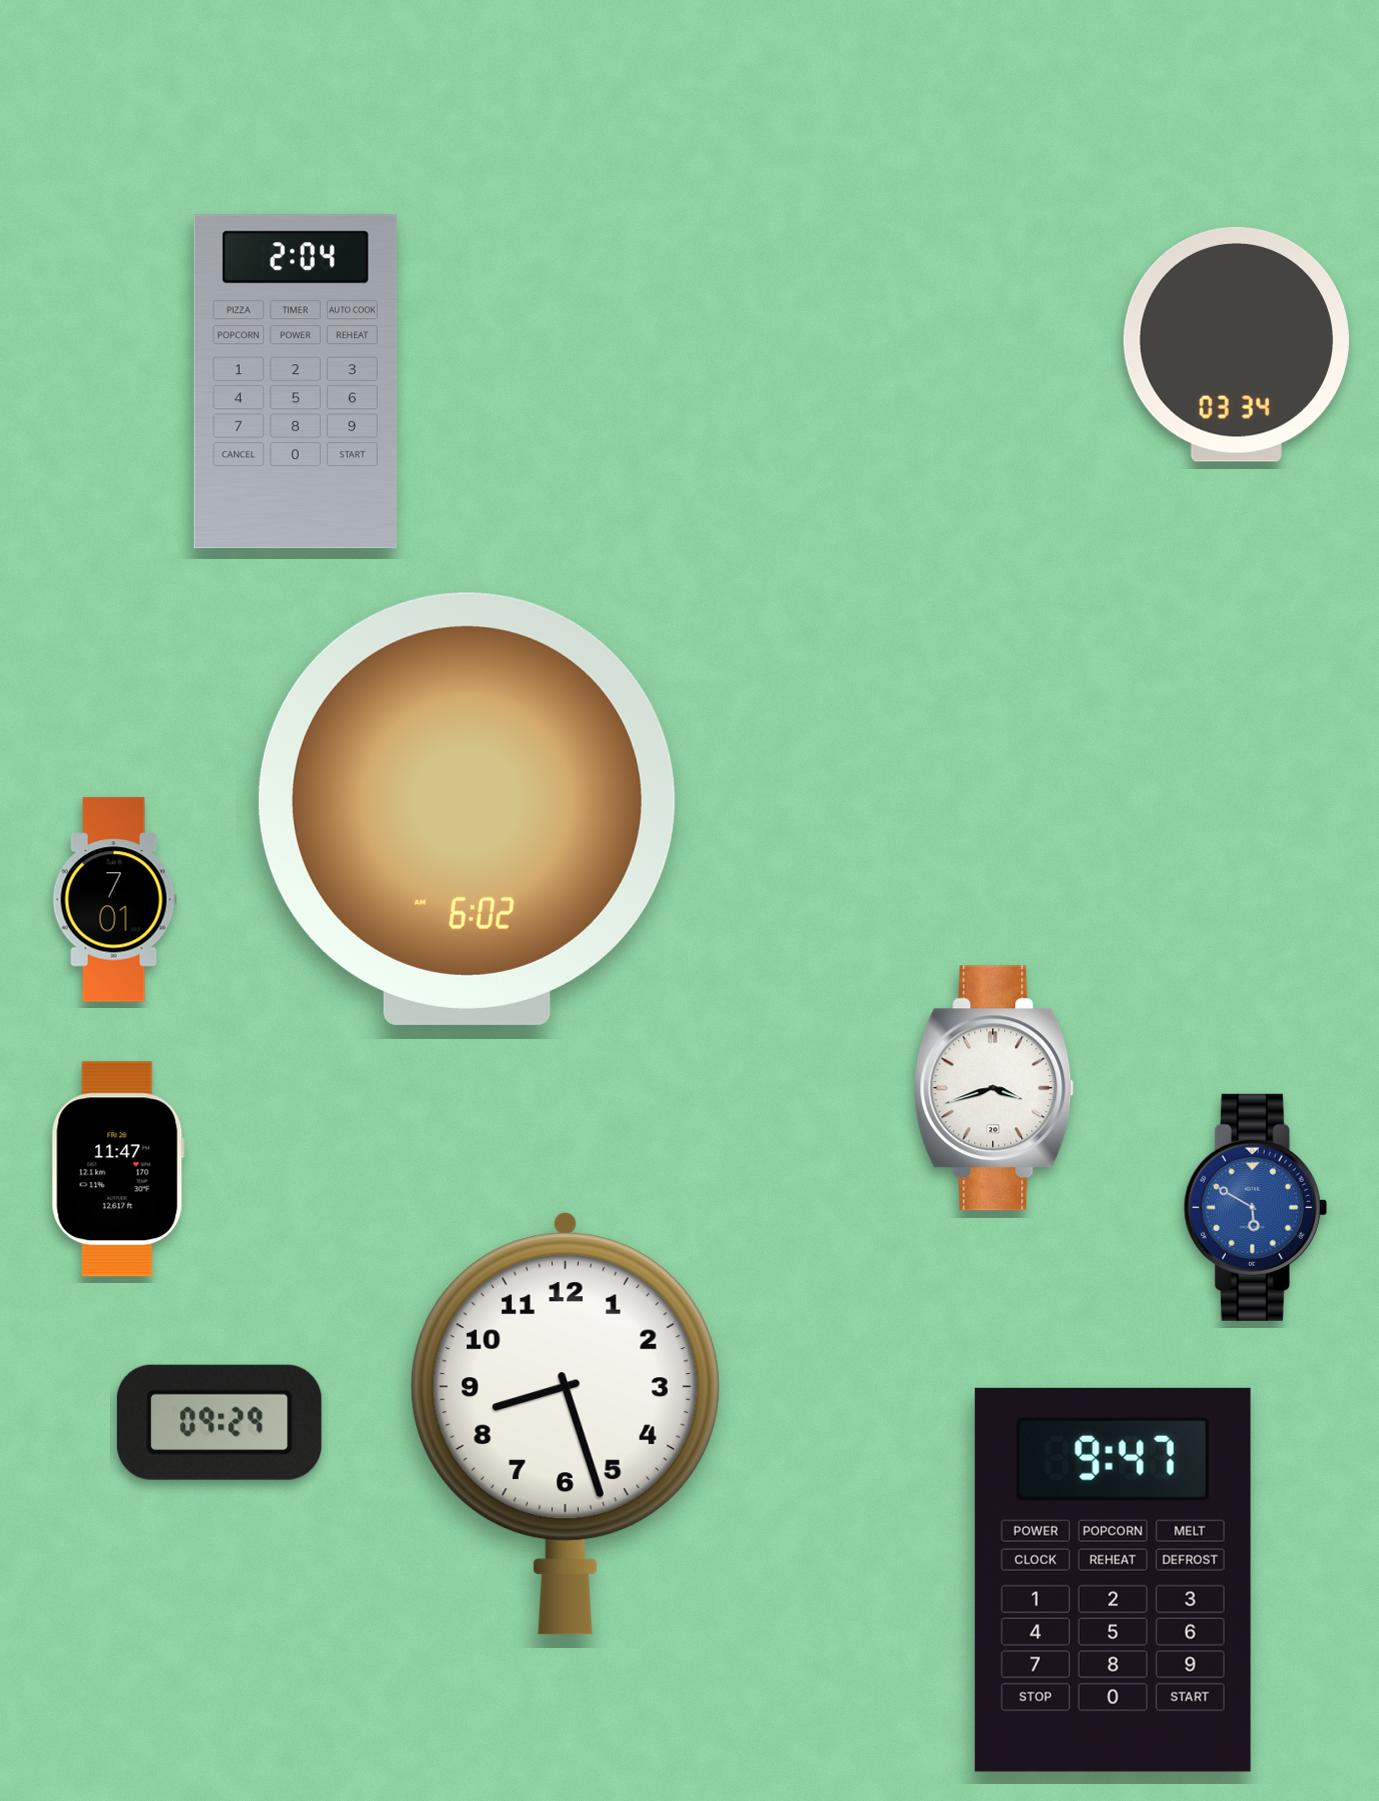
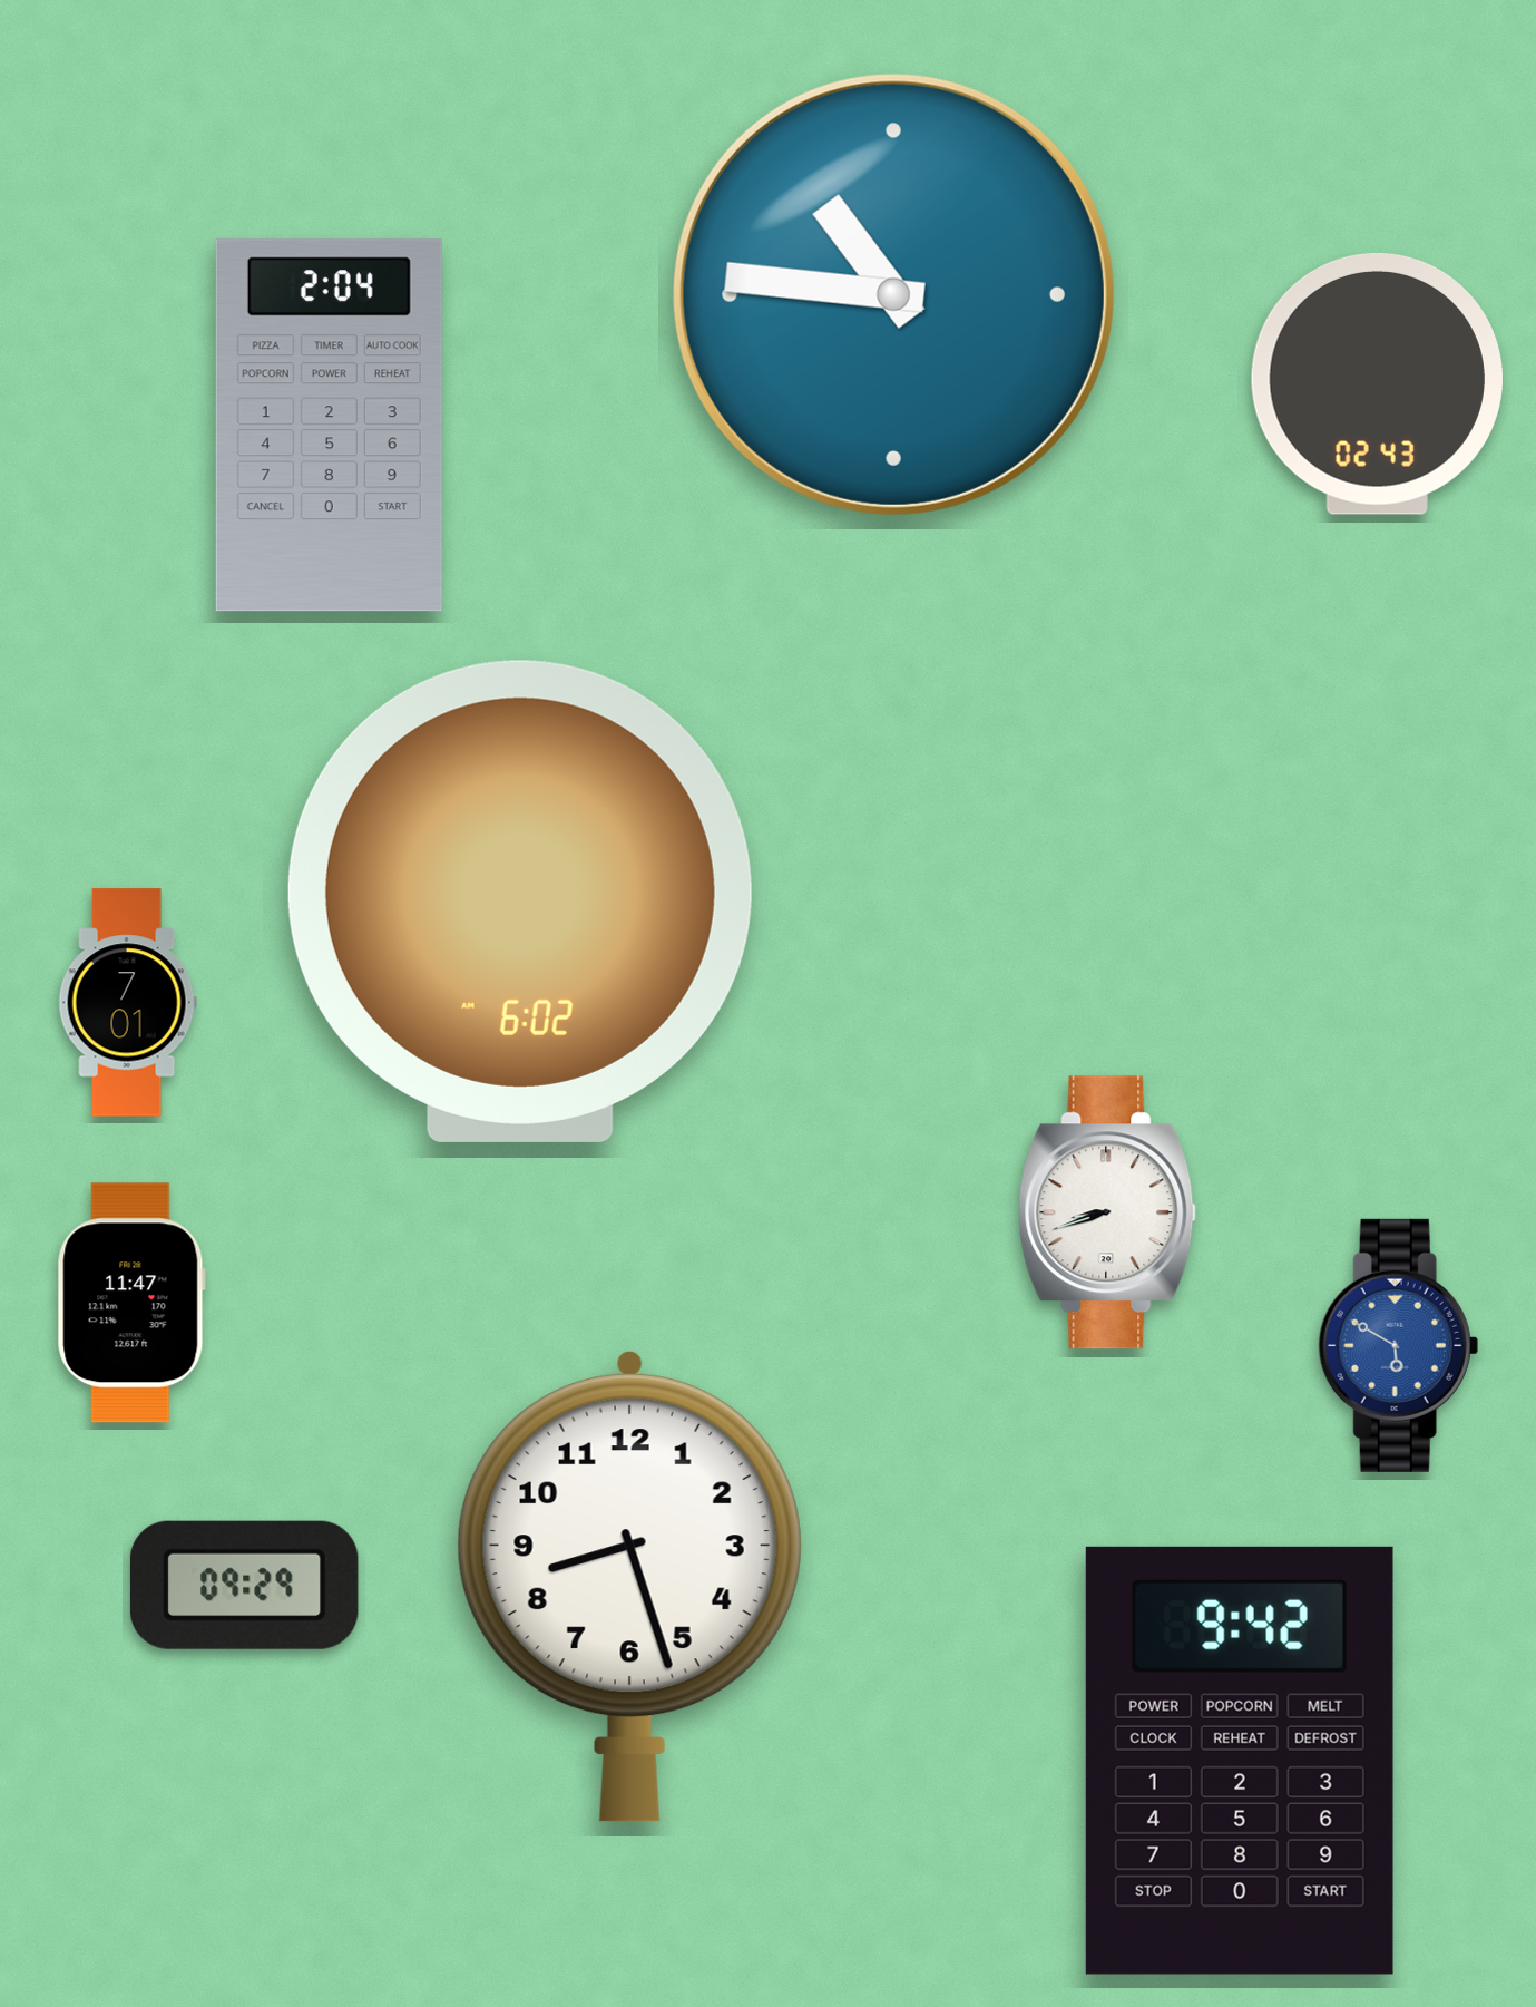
clock at (893, 294): none -> 10:46
clock at (1236, 344): 03:34 -> 02:43
clock at (994, 1088): 3:42 -> 8:42
clock at (1113, 1580): 9:47 -> 9:42
